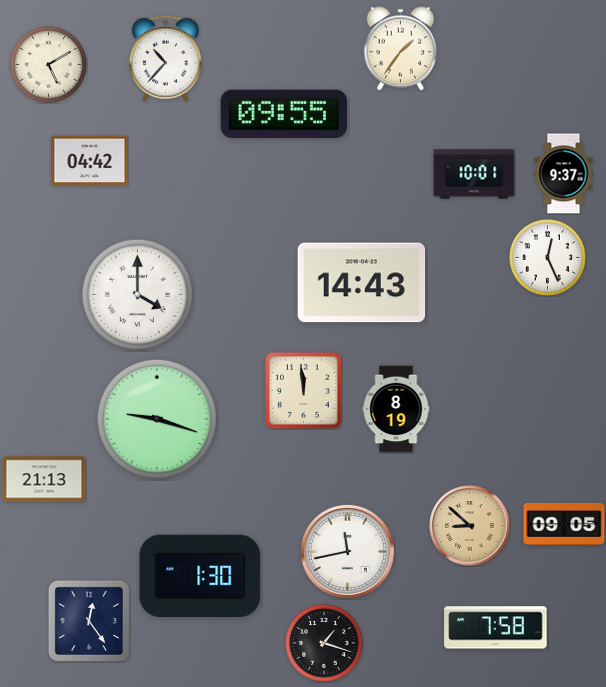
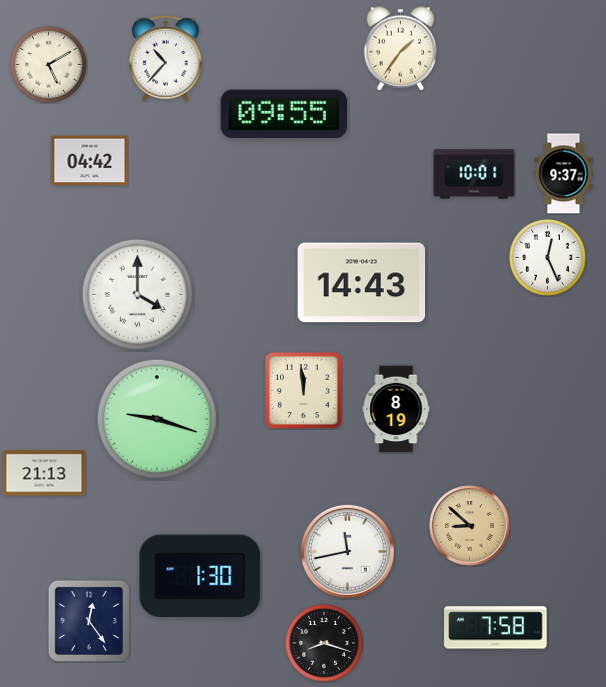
clock at (44, 479) position: (44, 479) -> (44, 473)
clock at (564, 524): 09:05 -> none
clock at (324, 643): 1:18 -> 8:18
